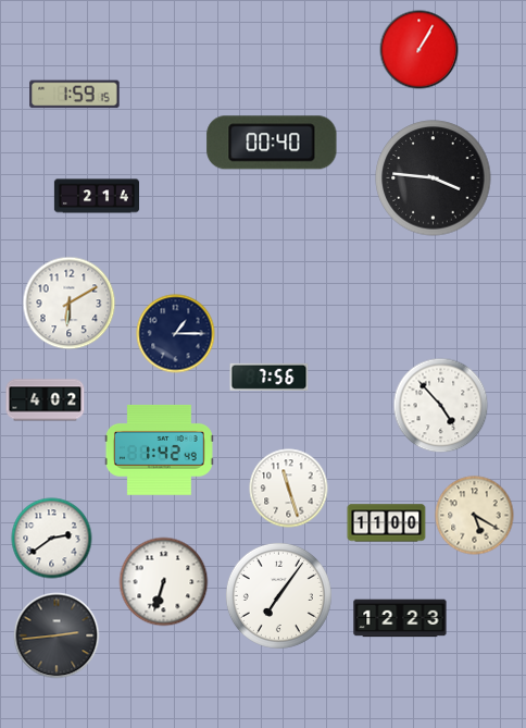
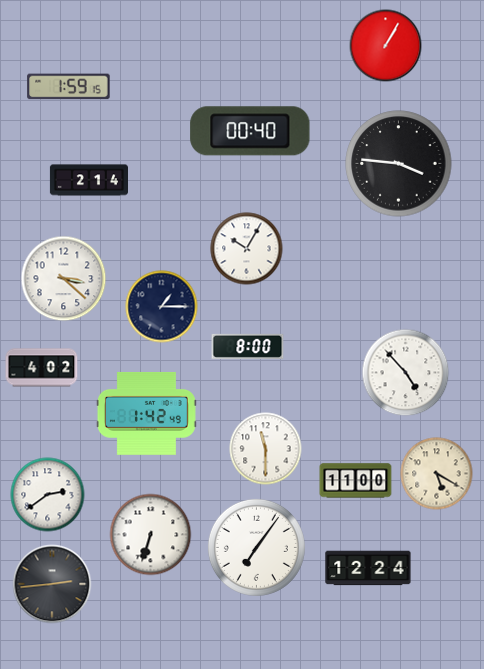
clock at (247, 249): none -> 10:05
clock at (70, 304): 6:10 -> 3:22
clock at (270, 377): 7:56 -> 8:00
clock at (289, 489): 11:27 -> 11:30
clock at (400, 618): 12:23 -> 12:24
